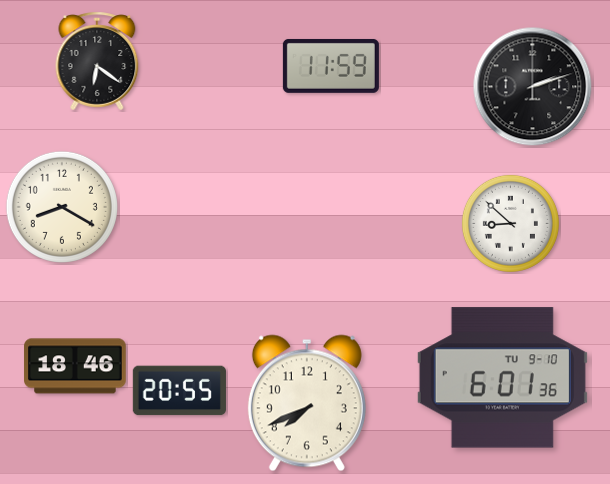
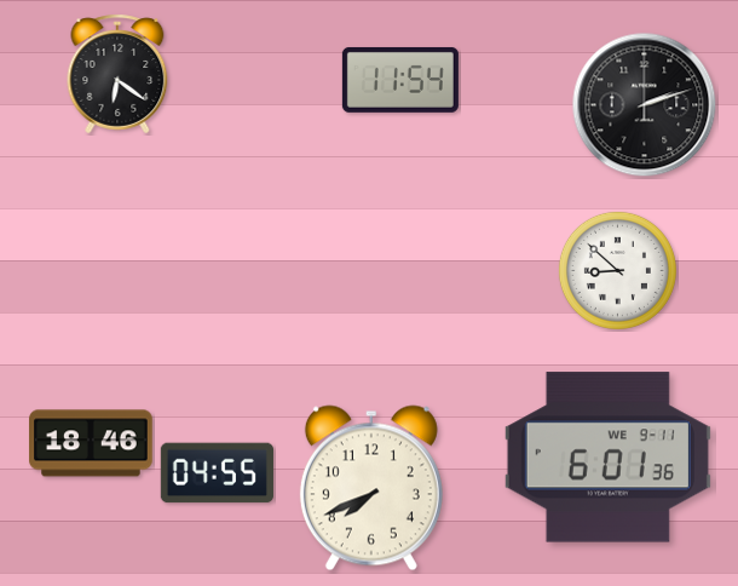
clock at (331, 66): 11:59 -> 11:54
clock at (62, 207): 8:20 -> none
clock at (502, 378) date: TU 9-10 -> WE 9-11
clock at (179, 391): 20:55 -> 04:55
